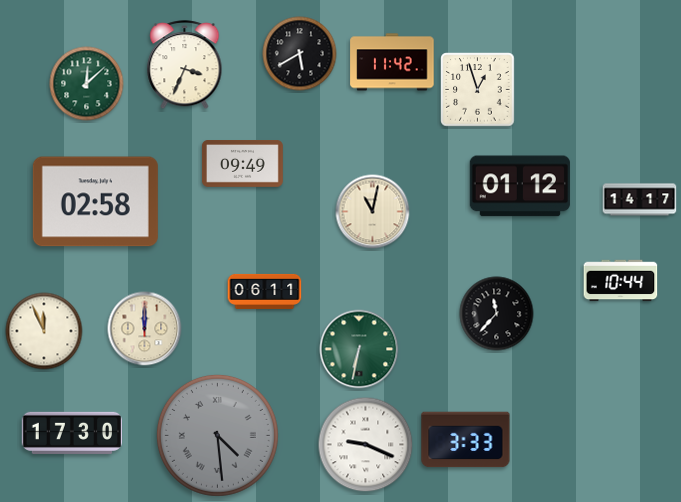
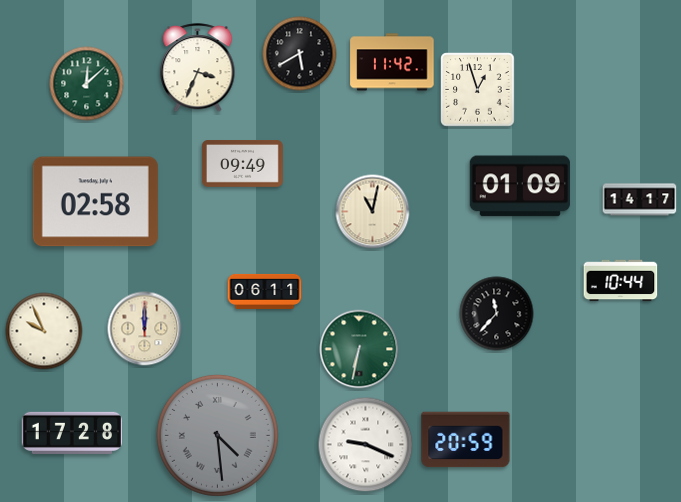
clock at (185, 65) position: (185, 65) -> (198, 68)
clock at (520, 186): 01:12 -> 01:09
clock at (44, 331): 11:56 -> 9:56
clock at (72, 433): 17:30 -> 17:28
clock at (466, 440): 3:33 -> 20:59
